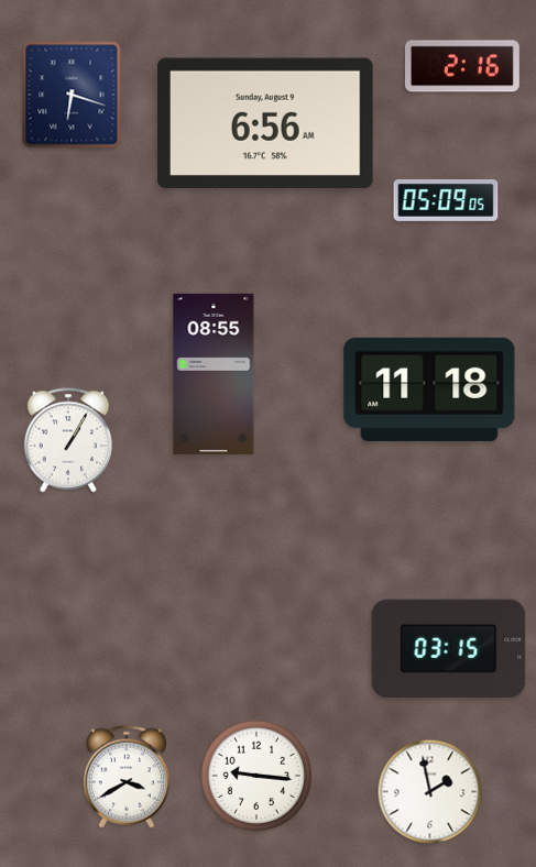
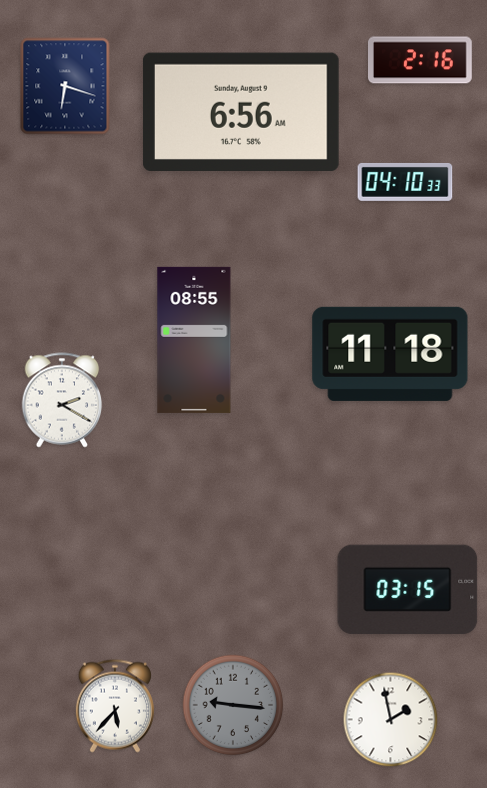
clock at (446, 200): 05:09 -> 04:10
clock at (68, 440): 1:05 -> 2:20
clock at (256, 776) dial: white -> grey
clock at (127, 777): 3:40 -> 5:37
